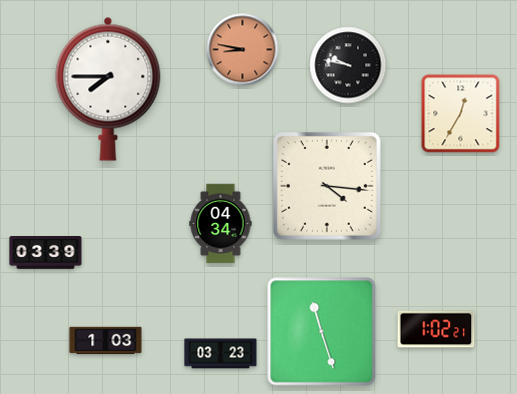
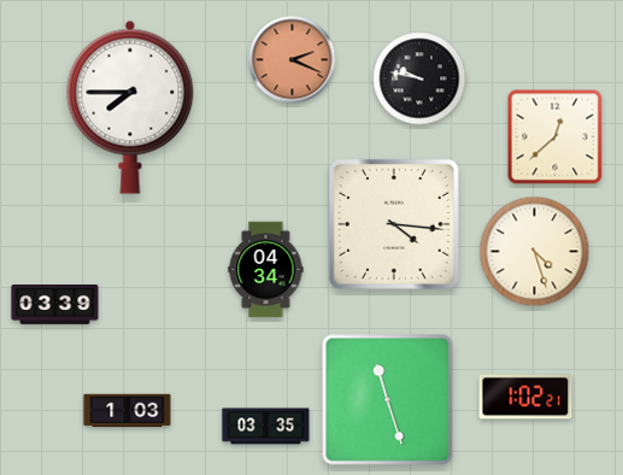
clock at (243, 50): 8:47 -> 2:19
clock at (461, 114): 12:35 -> 12:38
clock at (535, 252): none -> 4:27
clock at (221, 354): 03:23 -> 03:35
